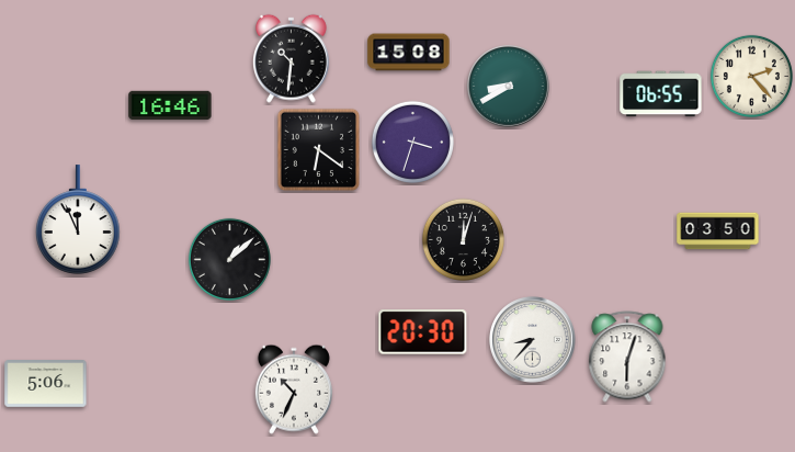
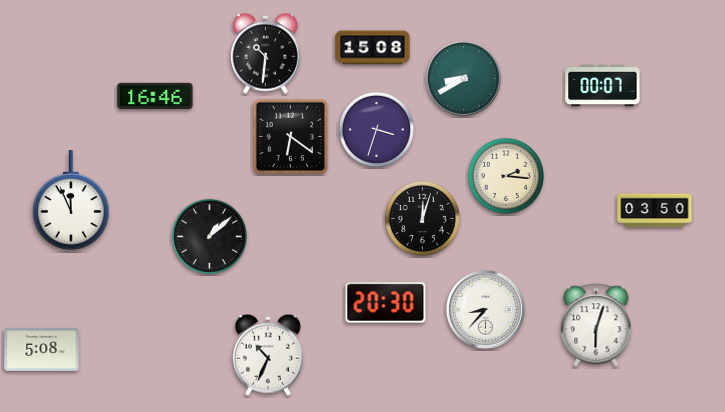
clock at (751, 76): 2:23 -> none
clock at (661, 94): 06:55 -> 00:07
clock at (506, 176): none -> 2:16
clock at (627, 357) position: (627, 357) -> (596, 325)
clock at (46, 384): 5:06 -> 5:08
